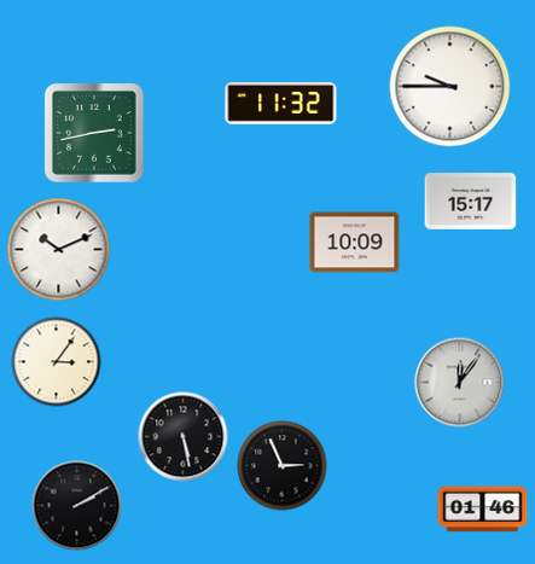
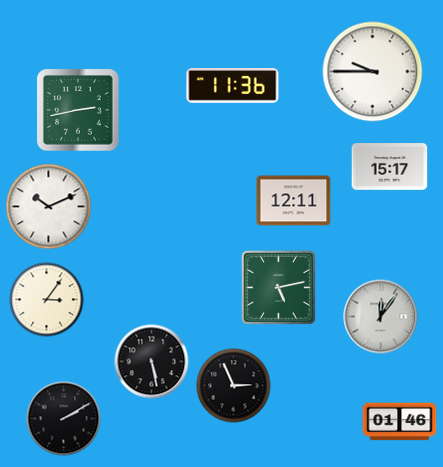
clock at (281, 104): 11:32 -> 11:36
clock at (355, 243): 10:09 -> 12:11
clock at (278, 287): none -> 5:13
